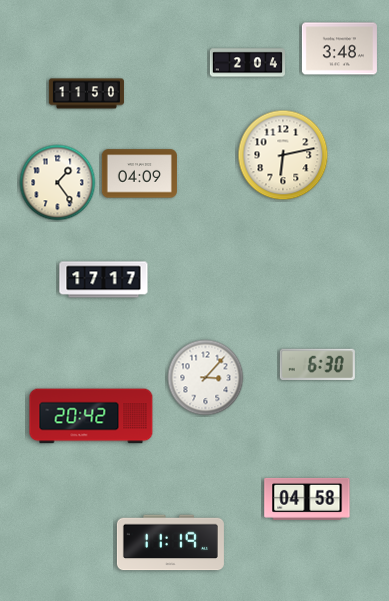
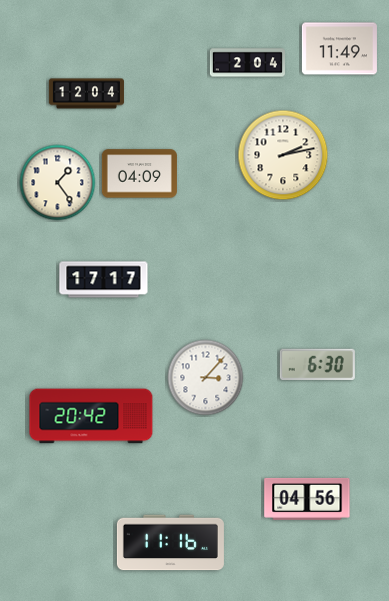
clock at (339, 49): 3:48 -> 11:49
clock at (86, 94): 11:50 -> 12:04
clock at (283, 155): 6:13 -> 2:13
clock at (307, 499): 04:58 -> 04:56
clock at (170, 543): 11:19 -> 11:16
